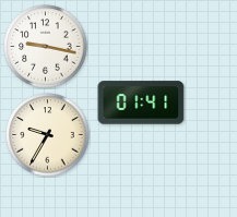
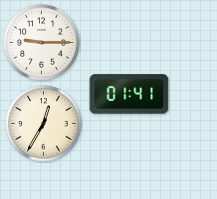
clock at (46, 47): 9:17 -> 9:15
clock at (48, 135): 9:35 -> 12:35
